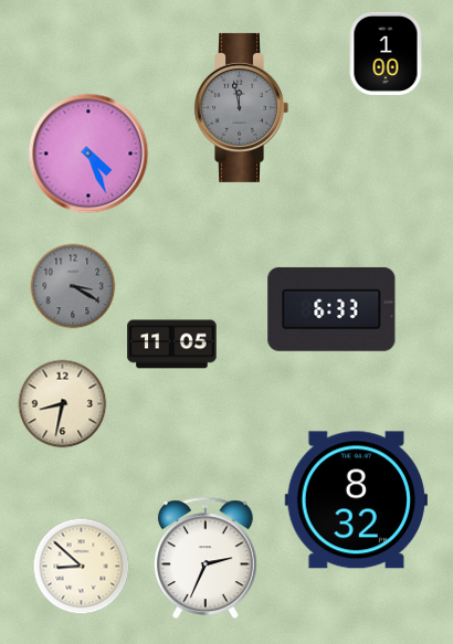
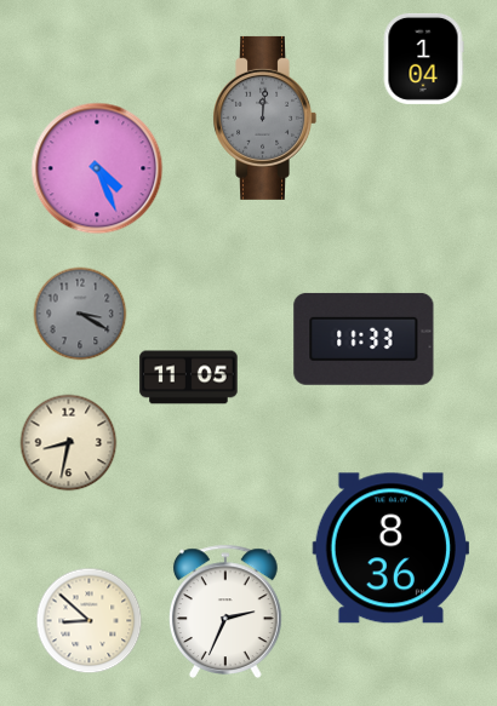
clock at (386, 53): 1:00 -> 1:04
clock at (241, 107): 11:58 -> 12:01
clock at (331, 309): 6:33 -> 11:33
clock at (356, 500): 8:32 -> 8:36
